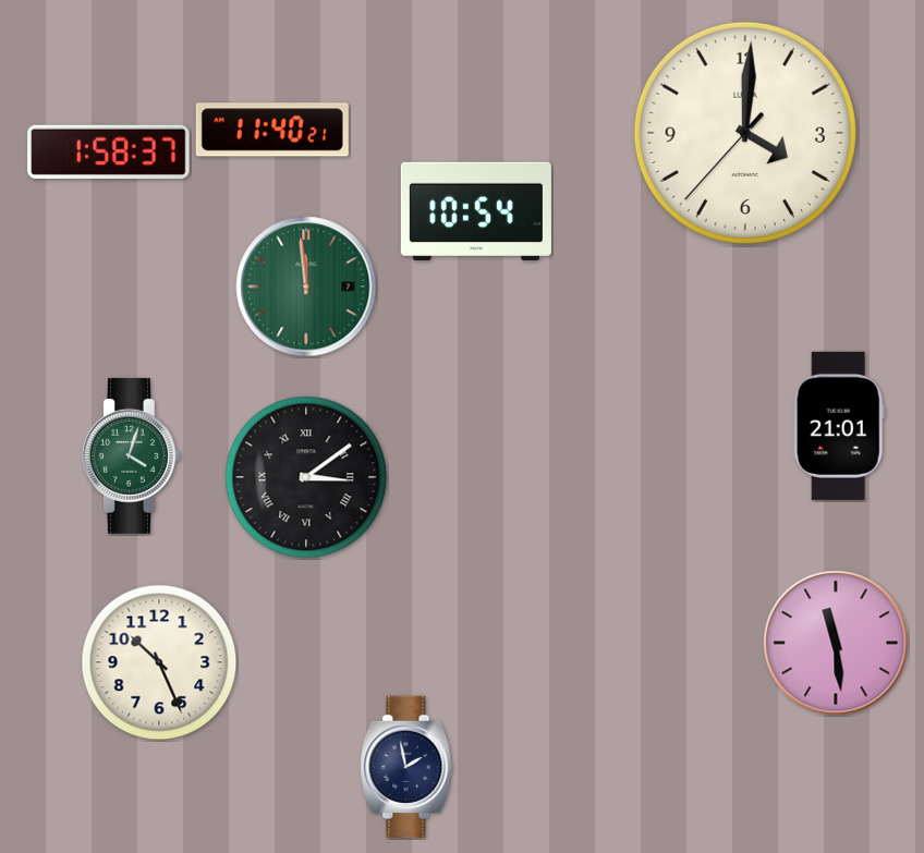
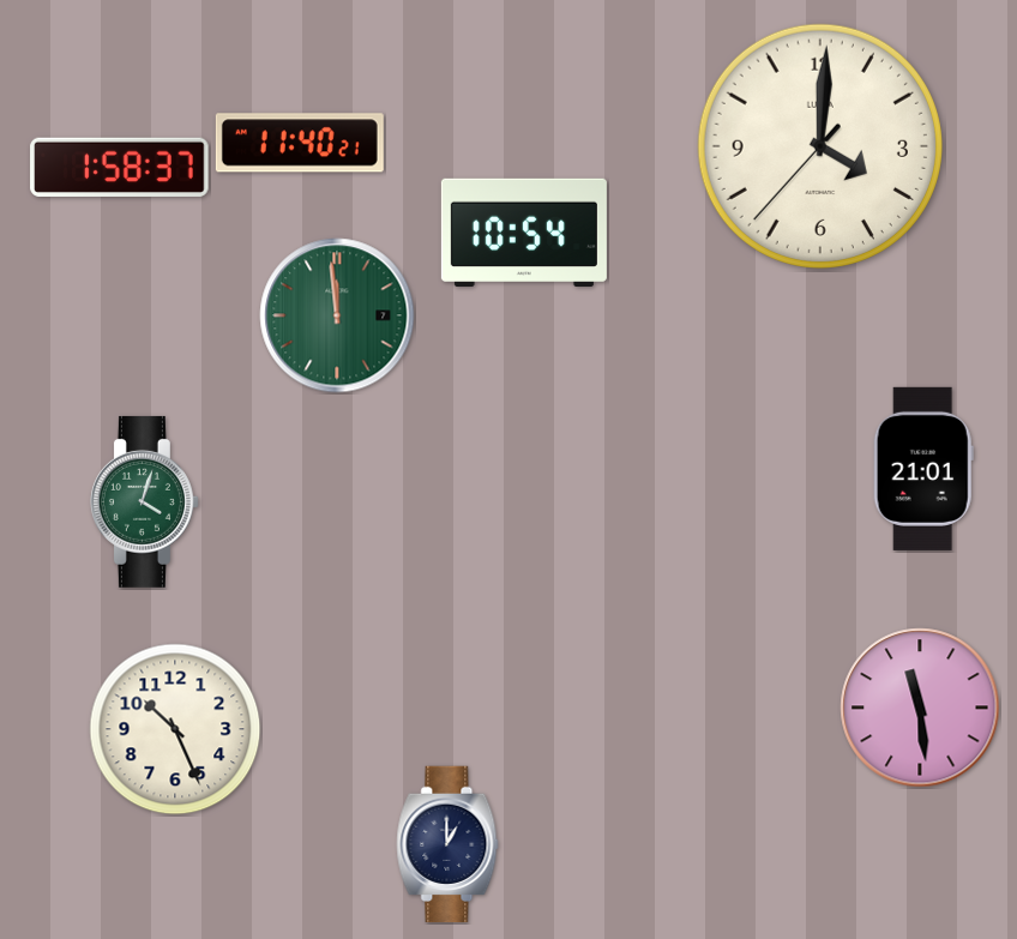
clock at (306, 477): 3:09 -> none
clock at (406, 767): 1:58 -> 1:00
